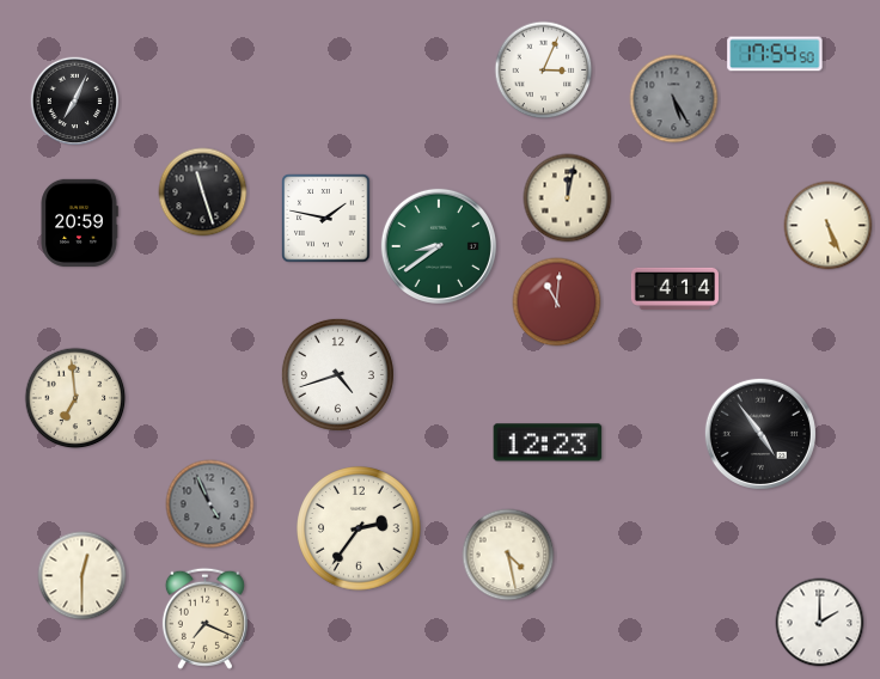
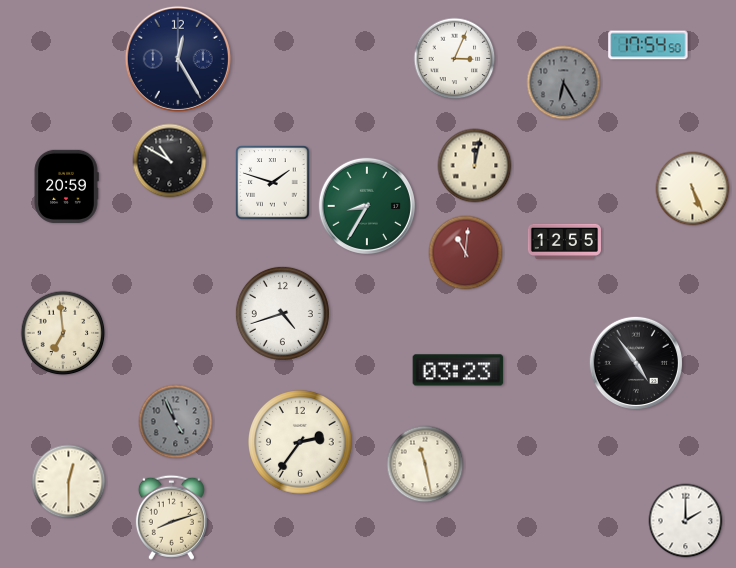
clock at (178, 59): none -> 12:25
clock at (674, 99): 5:25 -> 6:25
clock at (75, 102): 7:04 -> none
clock at (203, 192): 11:27 -> 10:50
clock at (326, 219): 1:47 -> 1:48
clock at (439, 246): 8:39 -> 8:35
clock at (674, 288): 4:14 -> 12:55
clock at (548, 442): 12:23 -> 03:23
clock at (508, 555): 4:28 -> 11:28
clock at (204, 618): 7:19 -> 8:12
